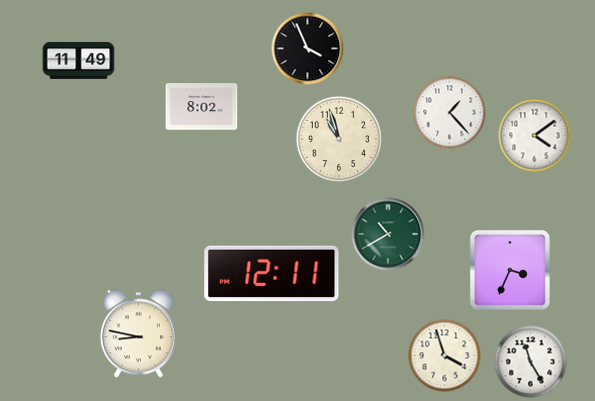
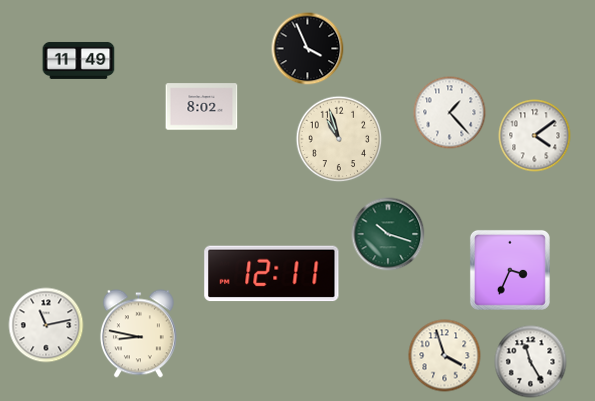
clock at (388, 234): 10:40 -> 10:18
clock at (46, 325): none -> 11:13
